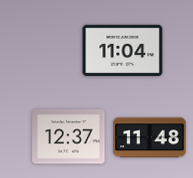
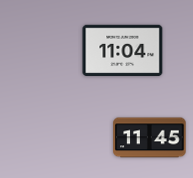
clock at (69, 137): 12:37 -> none
clock at (150, 138): 11:48 -> 11:45
